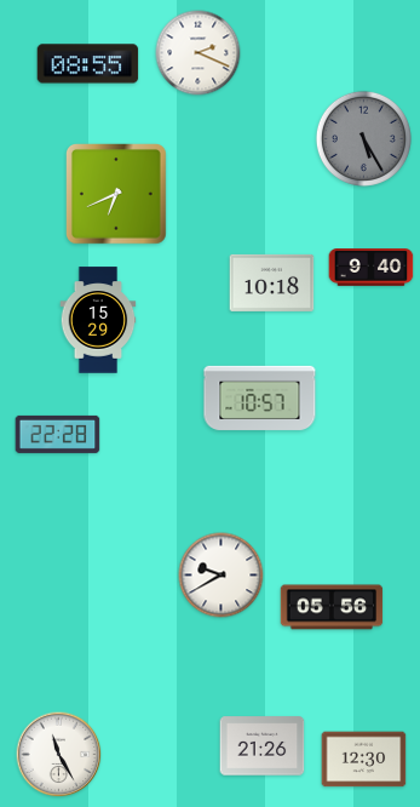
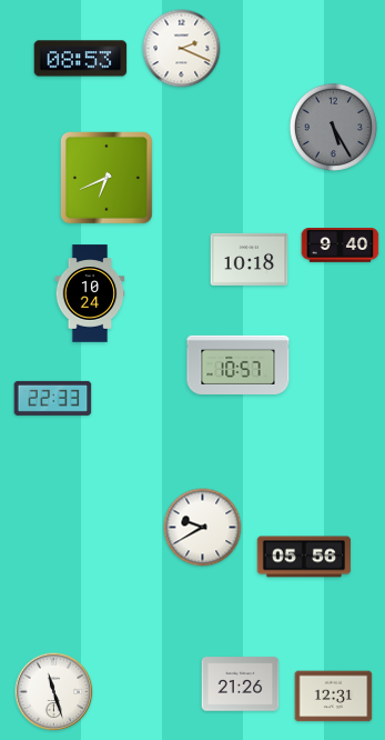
clock at (88, 64): 08:55 -> 08:53
clock at (98, 320): 15:29 -> 10:24
clock at (58, 434): 22:28 -> 22:33
clock at (59, 755): 11:25 -> 11:27
clock at (364, 760): 12:30 -> 12:31
